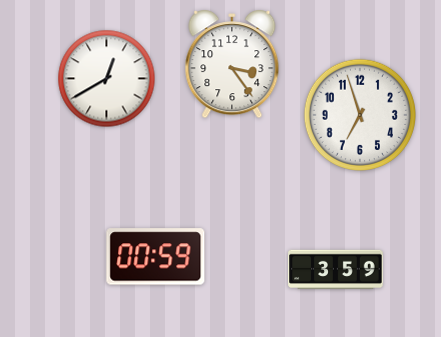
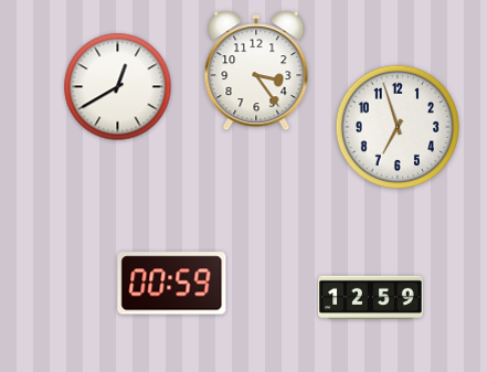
clock at (336, 270): 3:59 -> 12:59
